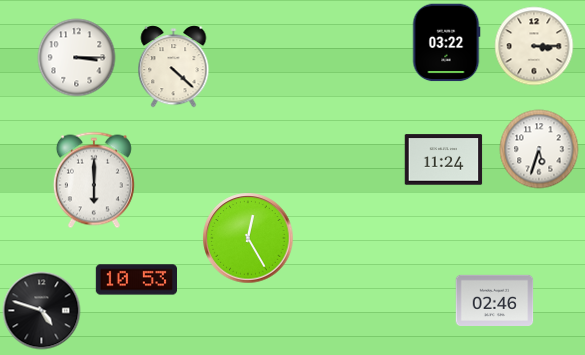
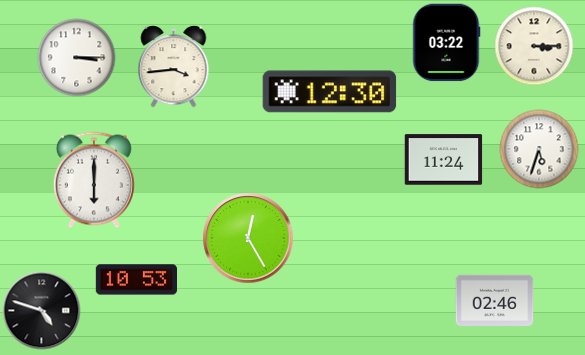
clock at (174, 66): 4:22 -> 3:44
clock at (330, 92): none -> 12:30
